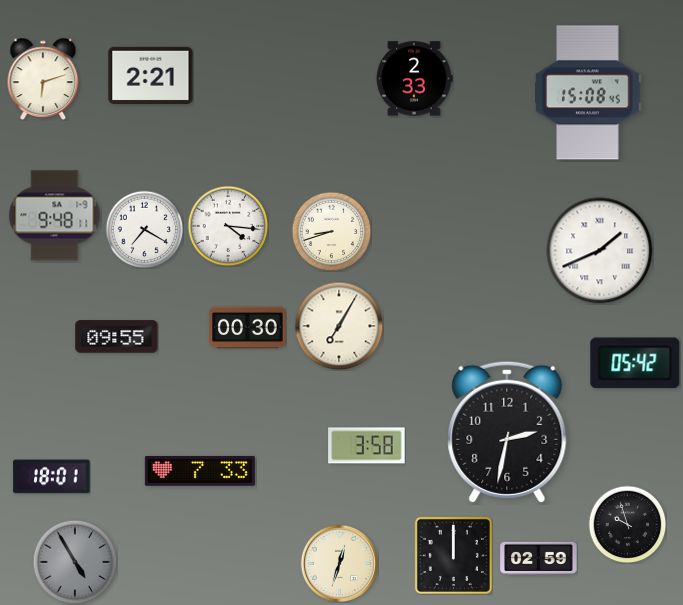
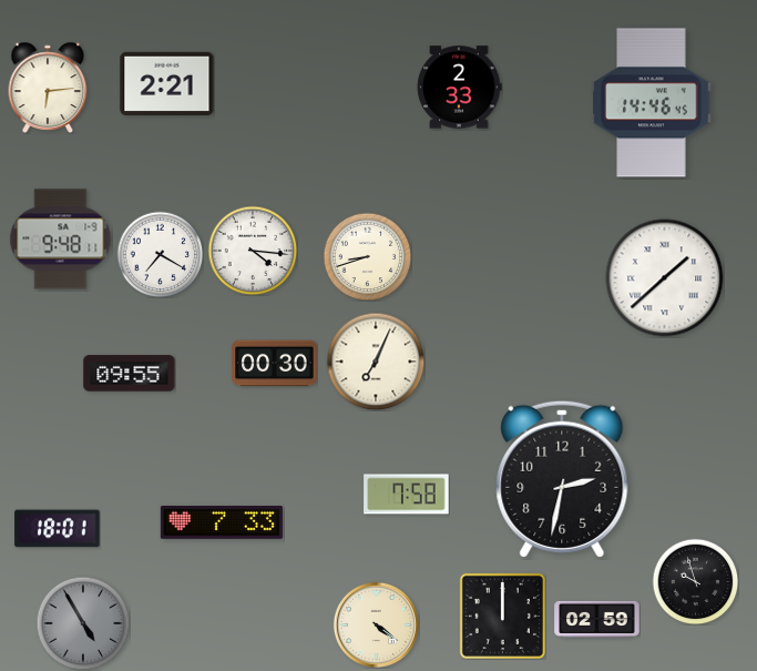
clock at (43, 79): 6:12 -> 6:14
clock at (588, 93): 15:08 -> 14:46
clock at (600, 251): 1:41 -> 1:38
clock at (339, 326): 7:05 -> 7:04
clock at (635, 363): 05:42 -> none
clock at (367, 446): 3:58 -> 7:58
clock at (339, 563): 12:33 -> 4:21
